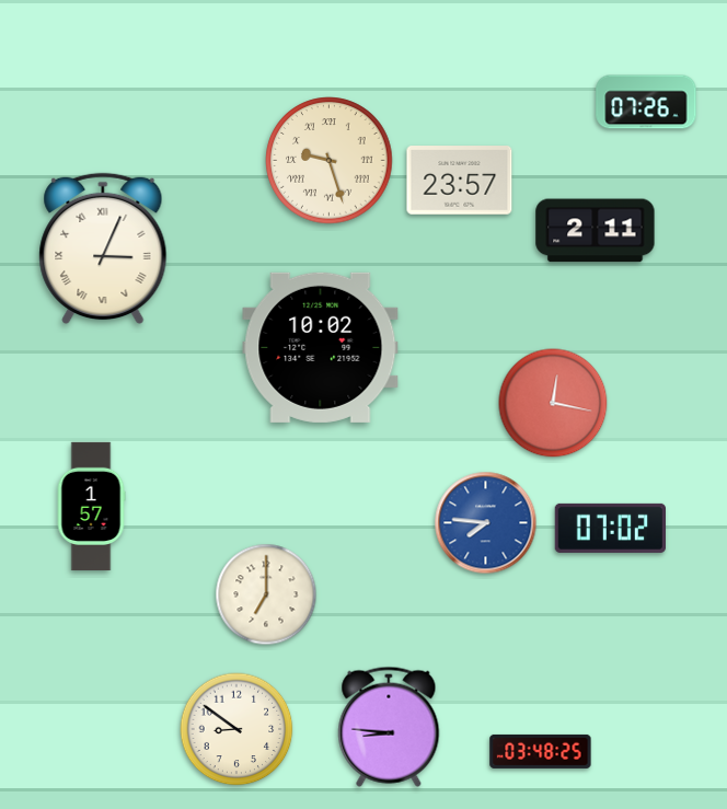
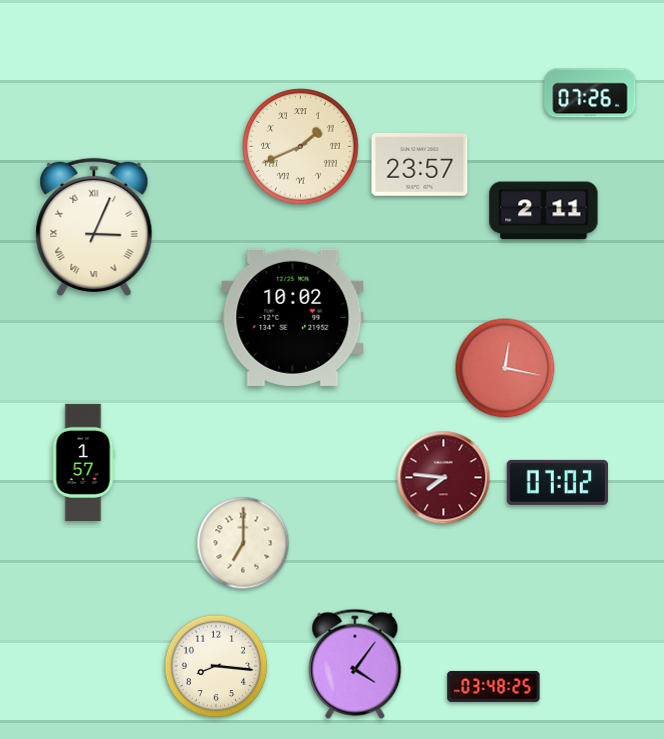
clock at (330, 161): 9:27 -> 1:41
clock at (486, 523) dial: blue -> burgundy
clock at (389, 727): 8:46 -> 4:06
clock at (236, 729): 8:51 -> 8:16
